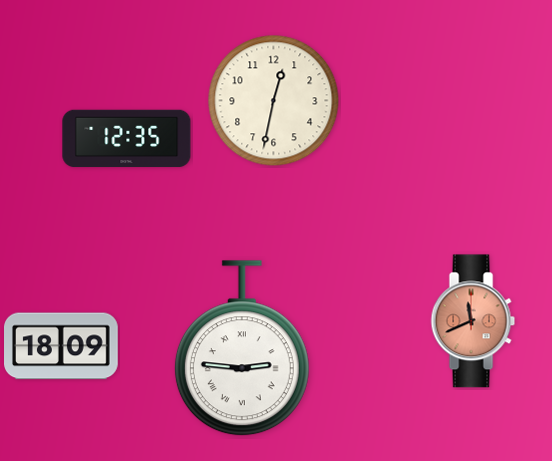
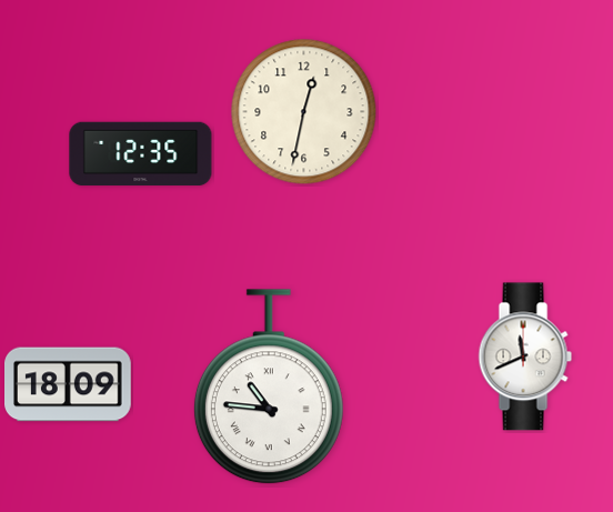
clock at (473, 321) dial: salmon -> white
clock at (242, 349): 2:46 -> 10:46
